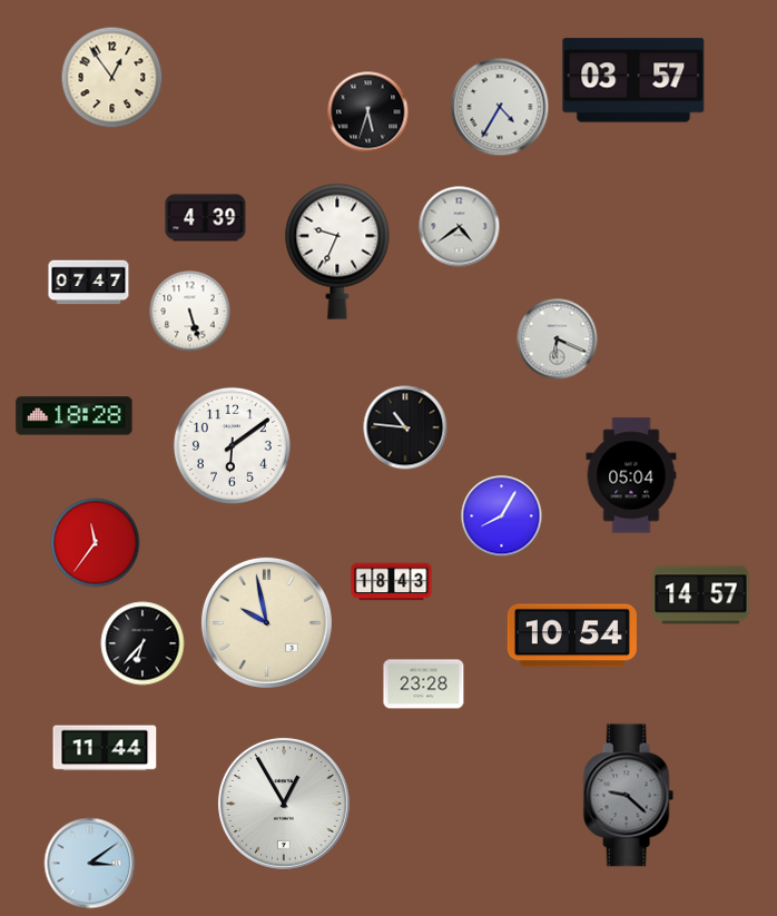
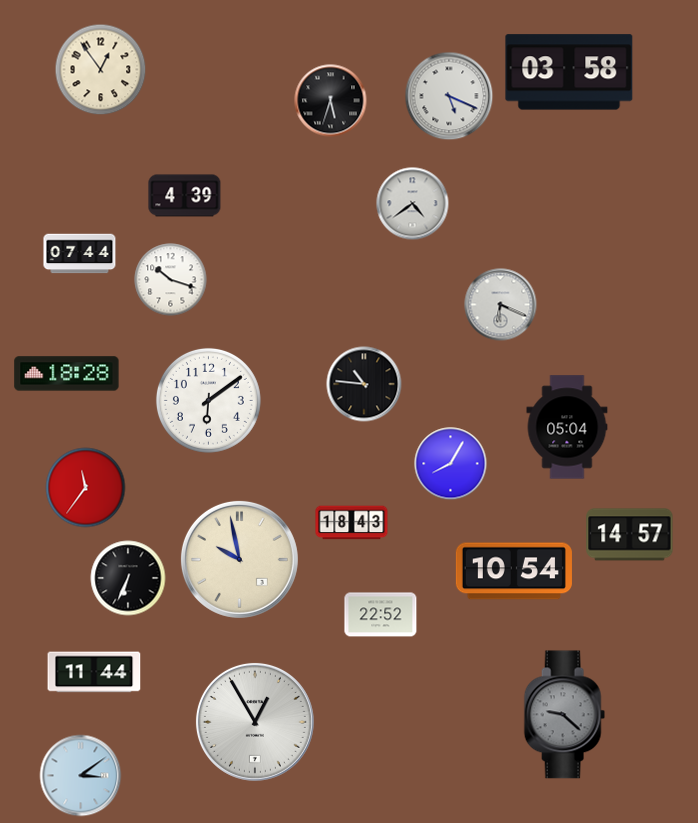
clock at (633, 80): 03:57 -> 03:58
clock at (500, 107): 4:35 -> 5:19
clock at (337, 252): 9:34 -> none
clock at (89, 283): 07:47 -> 07:44
clock at (190, 312): 5:27 -> 10:18
clock at (142, 643): 6:37 -> 6:34
clock at (424, 684): 23:28 -> 22:52
